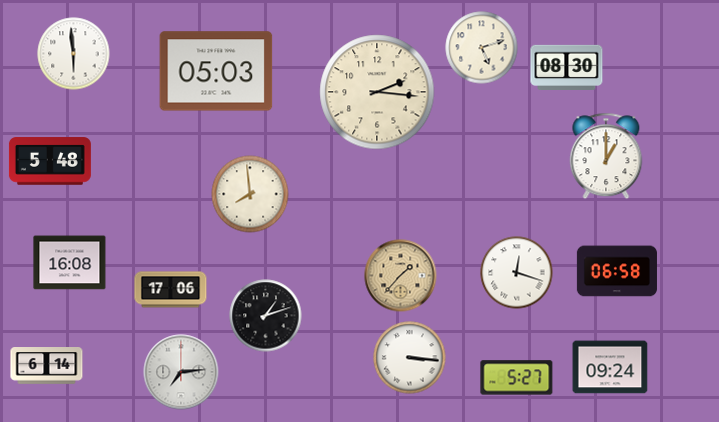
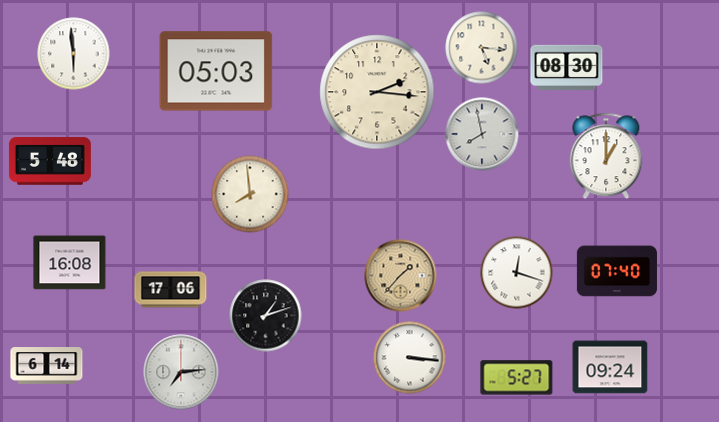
clock at (482, 48): 5:12 -> 5:16
clock at (482, 134): none -> 7:58
clock at (617, 271): 06:58 -> 07:40
